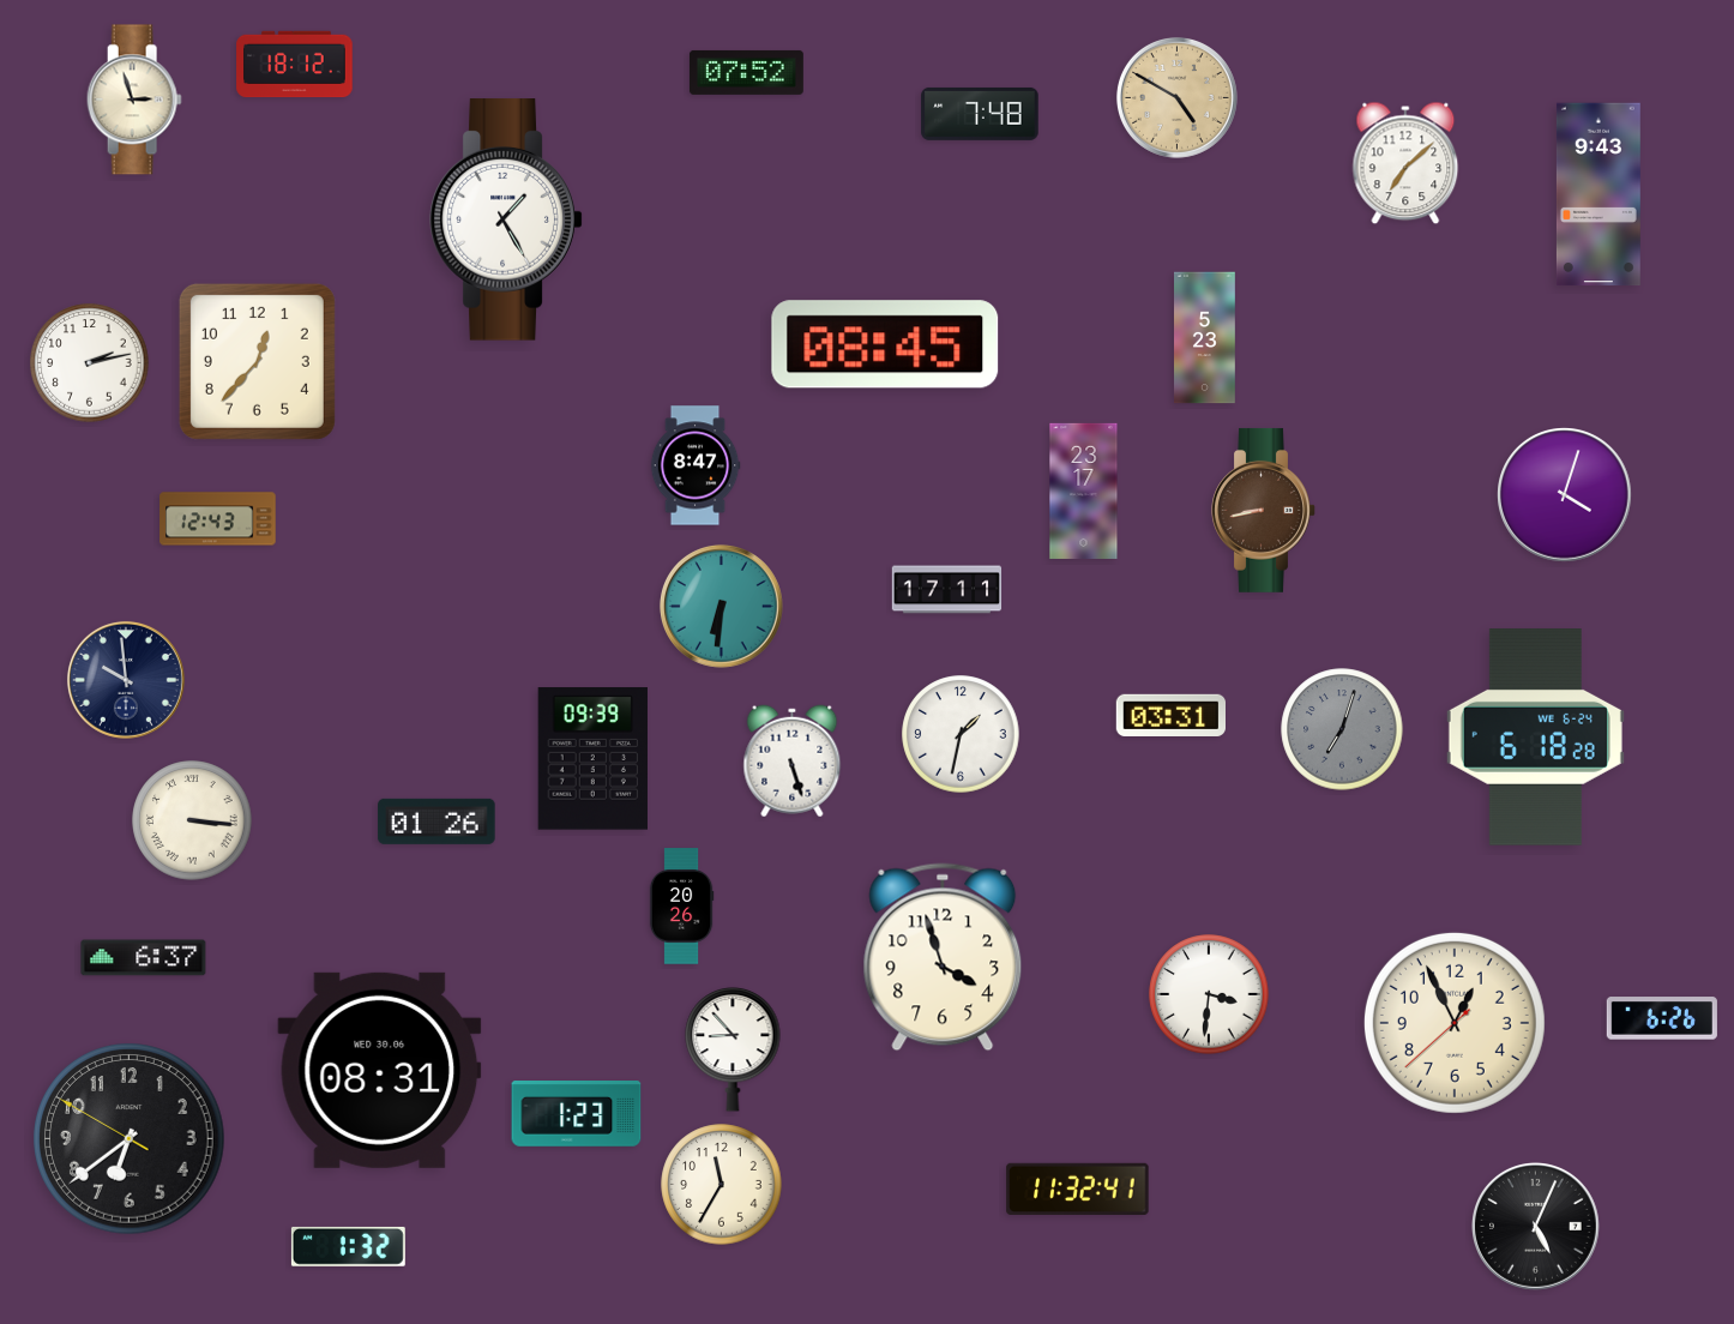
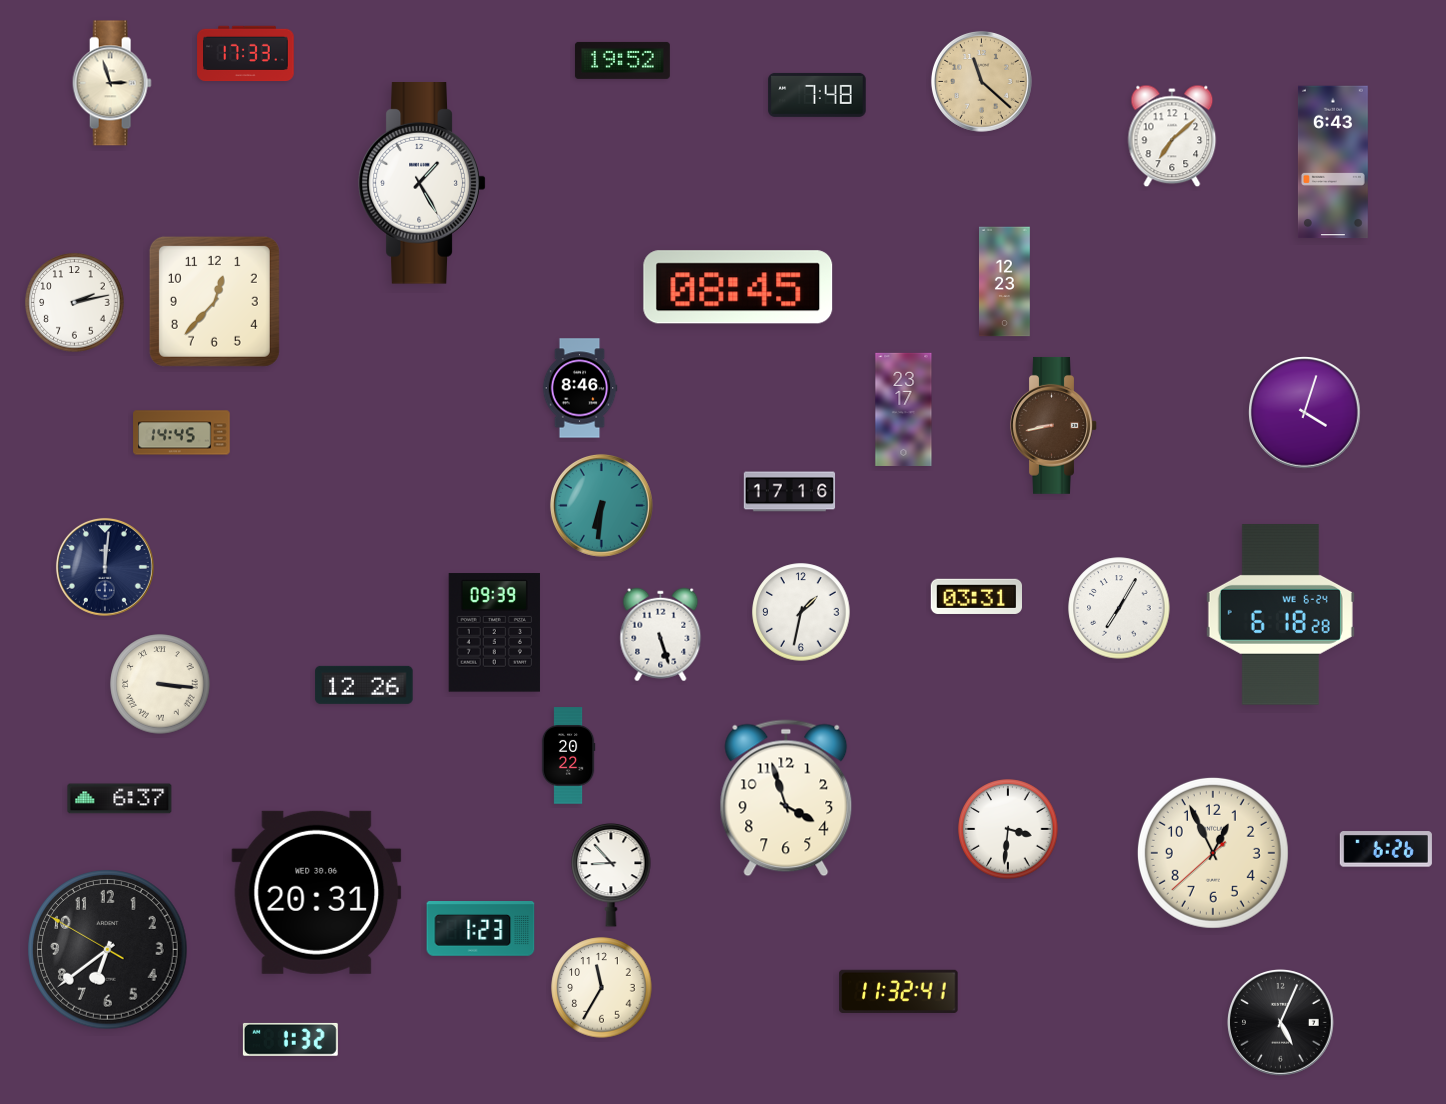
clock at (295, 65): 18:12 -> 17:33
clock at (746, 72): 07:52 -> 19:52
clock at (1176, 97): 4:50 -> 11:22
clock at (1598, 194): 9:43 -> 6:43
clock at (1205, 338): 5:23 -> 12:23
clock at (696, 465): 8:47 -> 8:46
clock at (218, 519): 12:43 -> 14:45
clock at (947, 590): 17:11 -> 17:16
clock at (126, 680): 9:59 -> 12:01
clock at (1342, 729): 7:03 -> 7:05
clock at (1342, 729) dial: grey -> white
clock at (436, 822): 01:26 -> 12:26
clock at (681, 907): 20:26 -> 20:22
clock at (380, 1070): 08:31 -> 20:31
